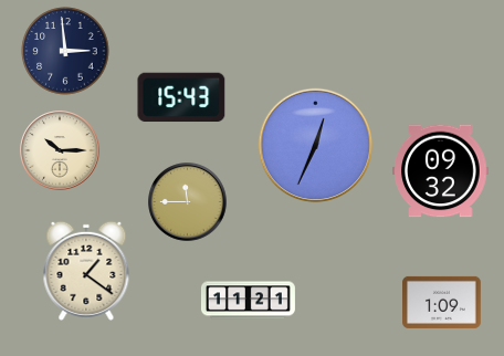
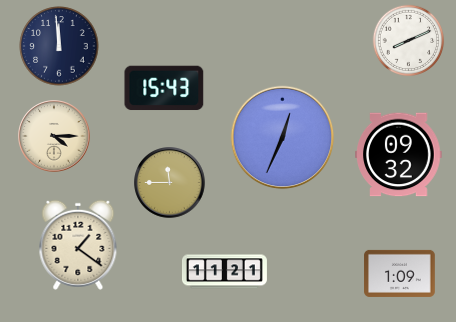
clock at (409, 41): none -> 8:11
clock at (65, 51): 2:59 -> 11:59
clock at (316, 146) position: (316, 146) -> (283, 138)
clock at (60, 150): 10:15 -> 4:15
